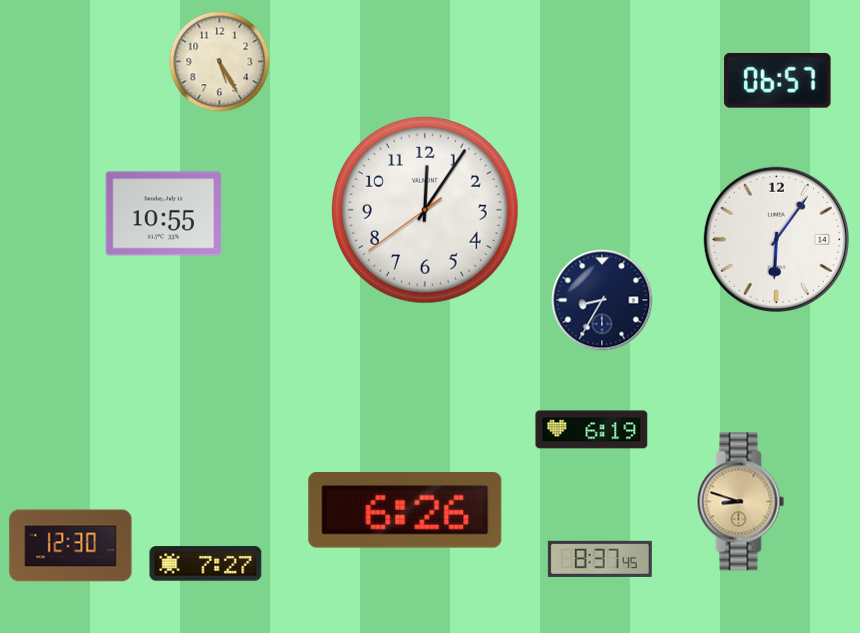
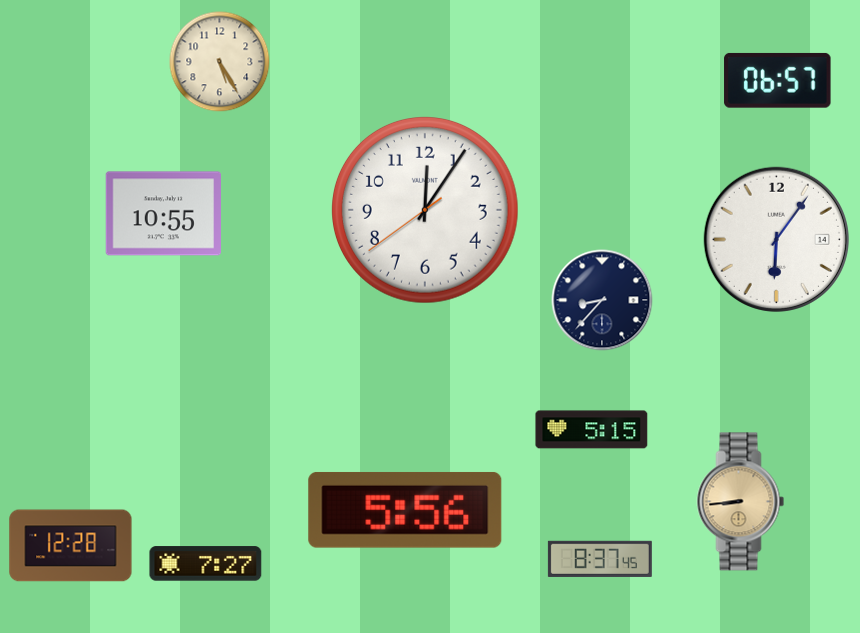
clock at (602, 300): 8:35 -> 8:37
clock at (592, 430): 6:19 -> 5:15
clock at (741, 502): 8:48 -> 8:44
clock at (405, 510): 6:26 -> 5:56
clock at (71, 546): 12:30 -> 12:28
